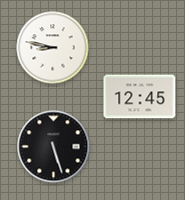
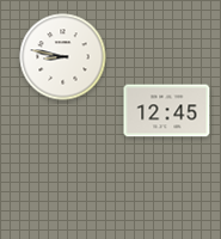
clock at (140, 97) position: (140, 97) -> (167, 111)
clock at (54, 147): 5:27 -> none
